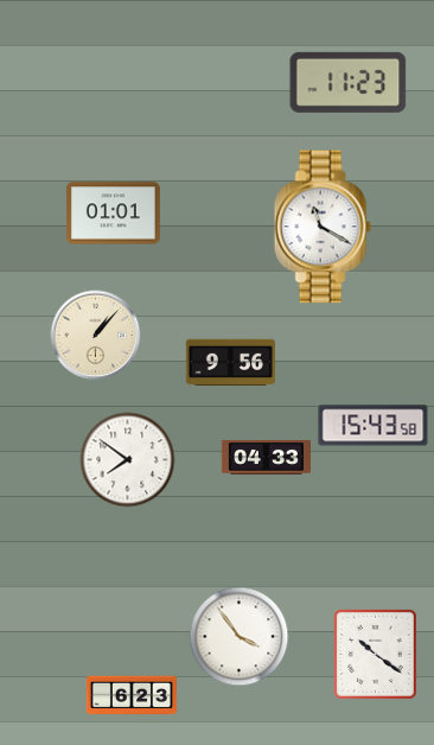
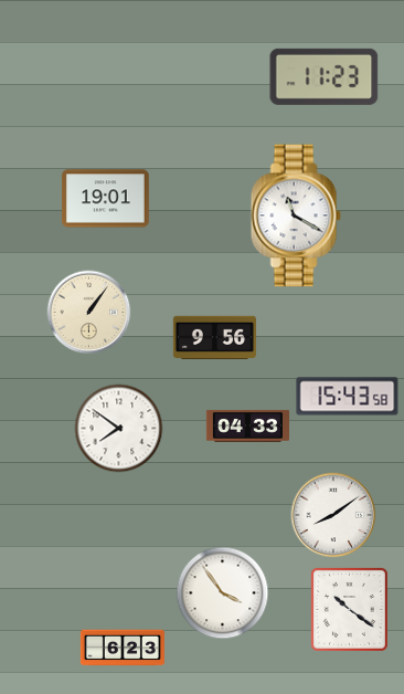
clock at (113, 214): 01:01 -> 19:01
clock at (323, 227) position: (323, 227) -> (296, 215)
clock at (96, 336): 1:07 -> 1:06
clock at (333, 515): none -> 8:09
